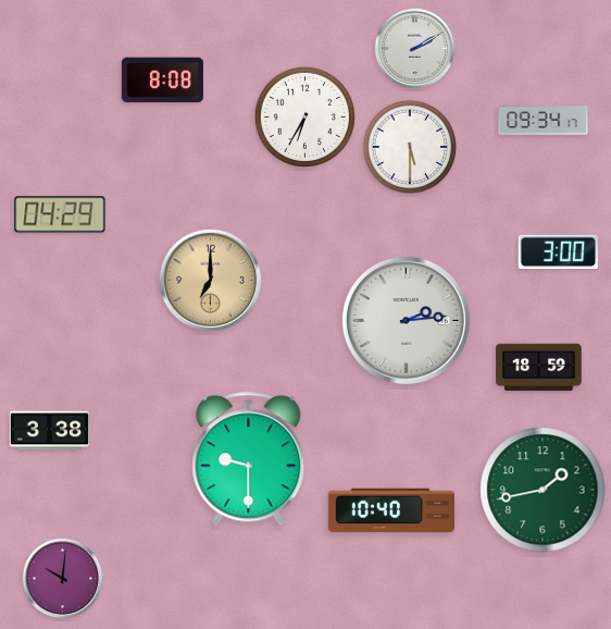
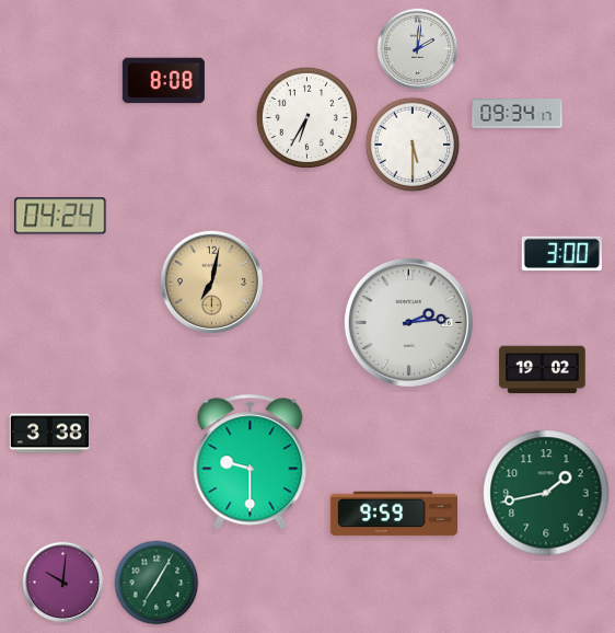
clock at (415, 49): 2:10 -> 2:01
clock at (544, 121) position: (544, 121) -> (518, 114)
clock at (410, 147) position: (410, 147) -> (413, 145)
clock at (60, 214): 04:29 -> 04:24
clock at (210, 280): 7:00 -> 7:02
clock at (539, 368): 18:59 -> 19:02
clock at (390, 510): 10:40 -> 9:59
clock at (156, 583): none -> 7:05
